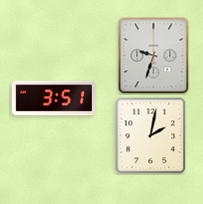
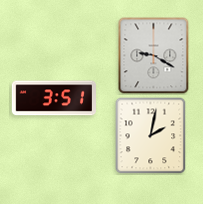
clock at (154, 56): 9:33 -> 9:20
